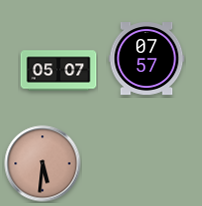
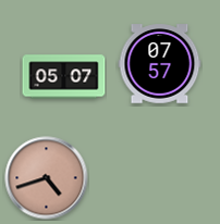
clock at (43, 164): 5:31 -> 4:42
